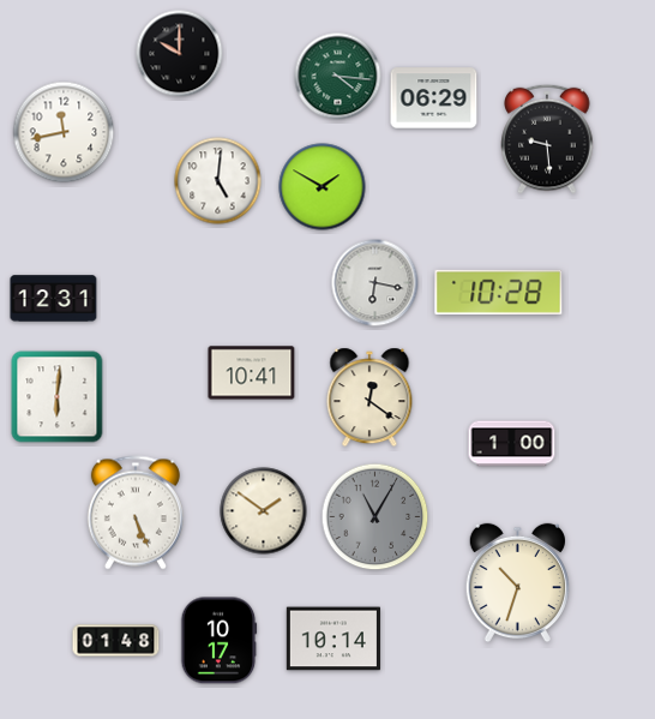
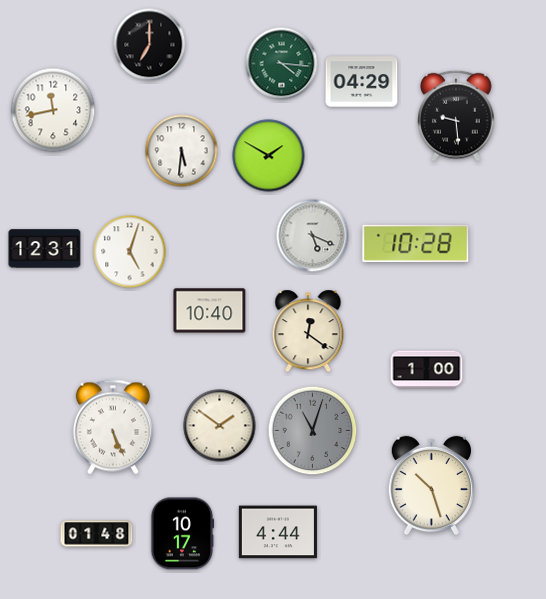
clock at (180, 54): 10:00 -> 7:00
clock at (434, 98): 06:29 -> 04:29
clock at (218, 181): 5:01 -> 5:31
clock at (375, 283): 6:17 -> 5:19
clock at (130, 252): none -> 5:03
clock at (252, 373): 10:41 -> 10:40
clock at (58, 397): 6:01 -> none
clock at (375, 517): 11:05 -> 11:03
clock at (517, 583): 10:33 -> 10:27
clock at (333, 639): 10:14 -> 4:44
